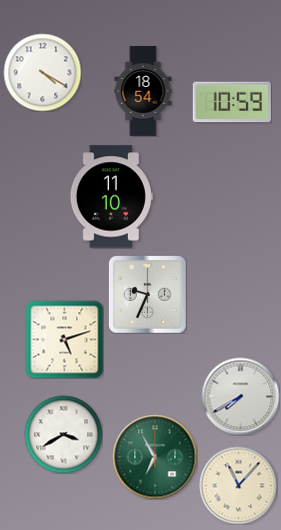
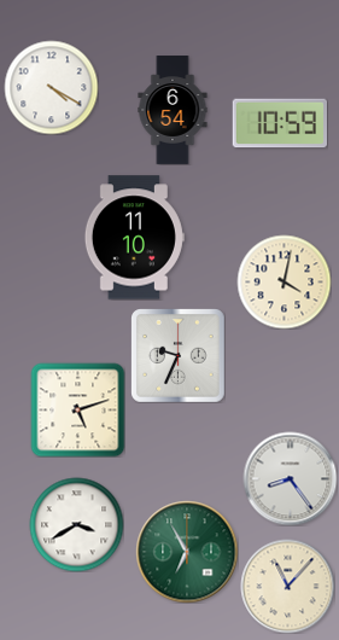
clock at (143, 91): 18:54 -> 6:54
clock at (284, 281): none -> 4:02
clock at (240, 396): 7:40 -> 8:24
